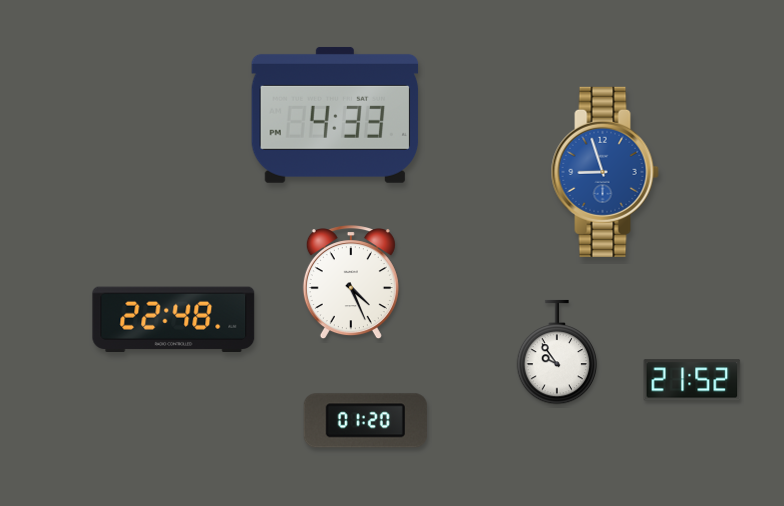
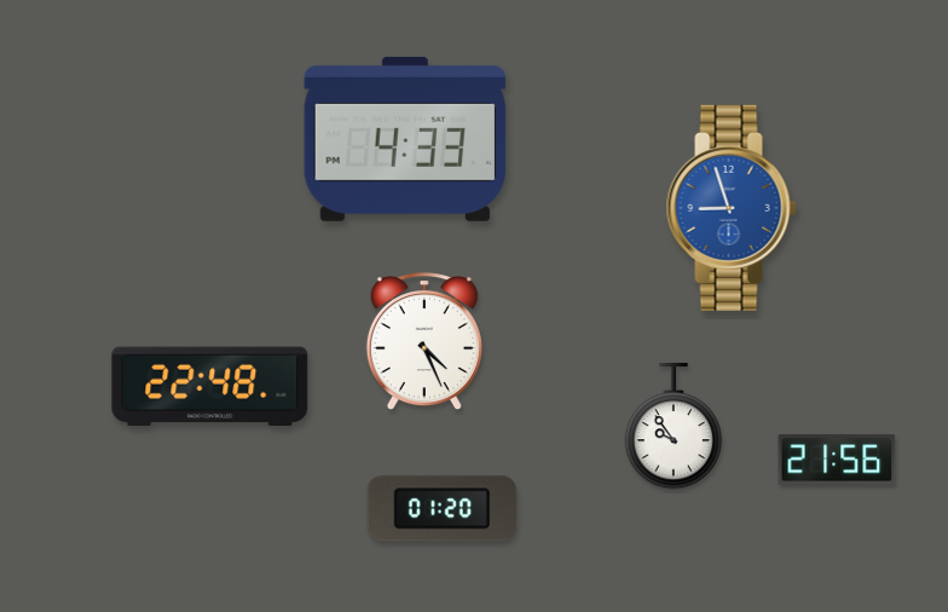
clock at (692, 380): 21:52 -> 21:56
